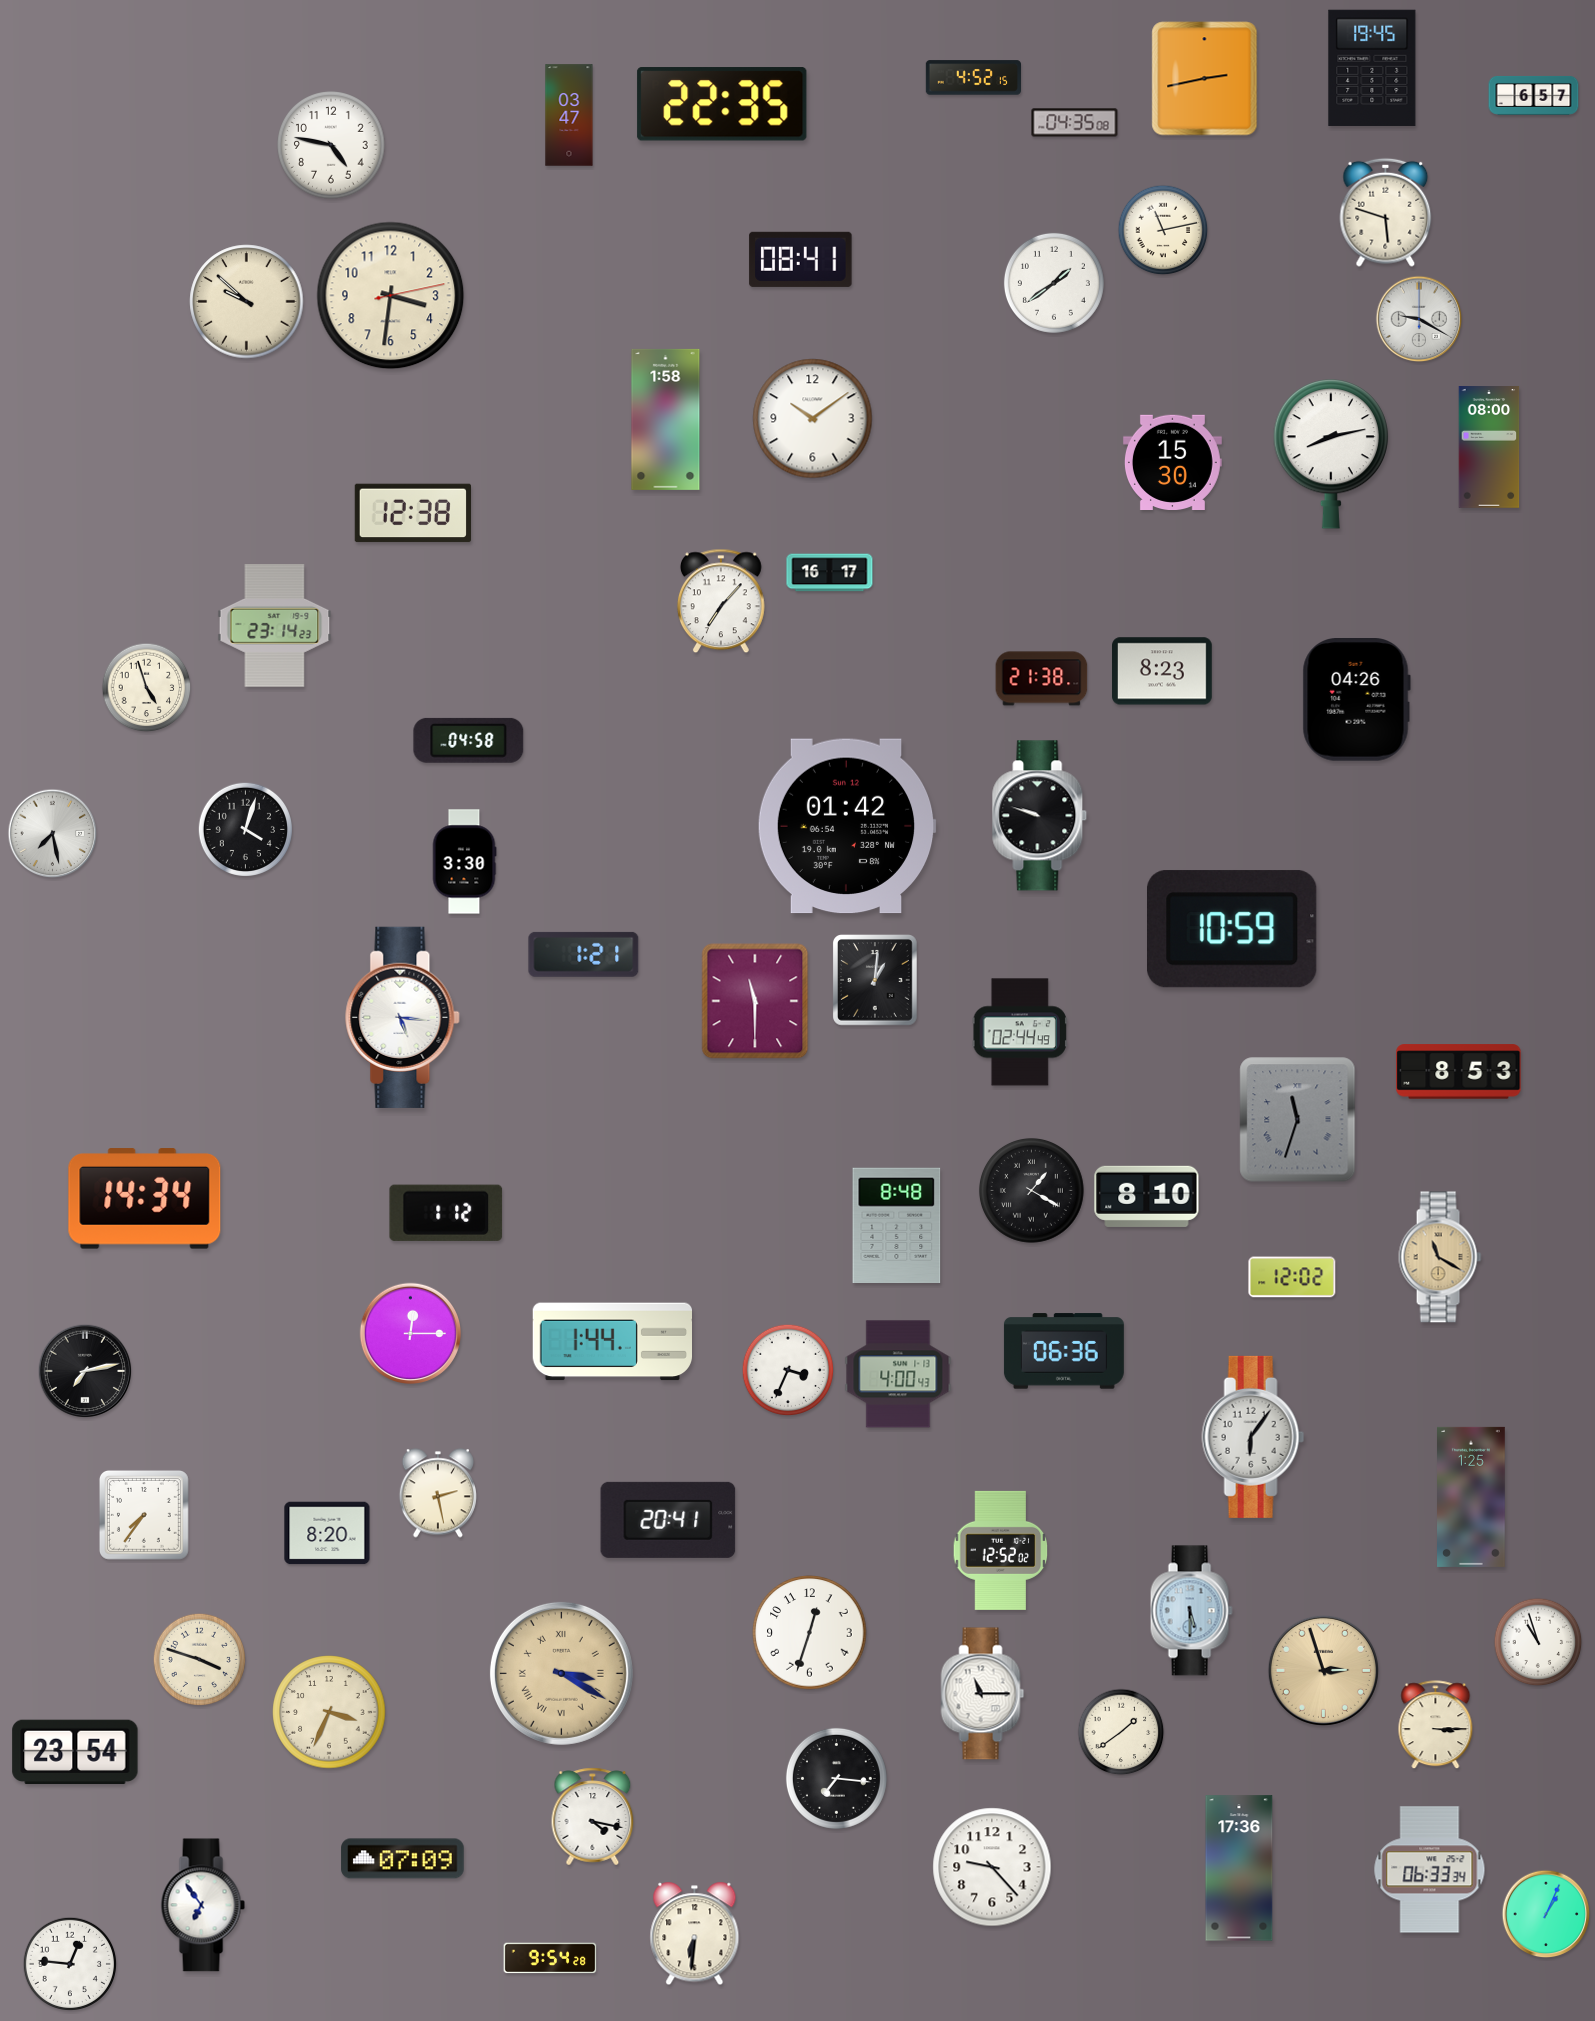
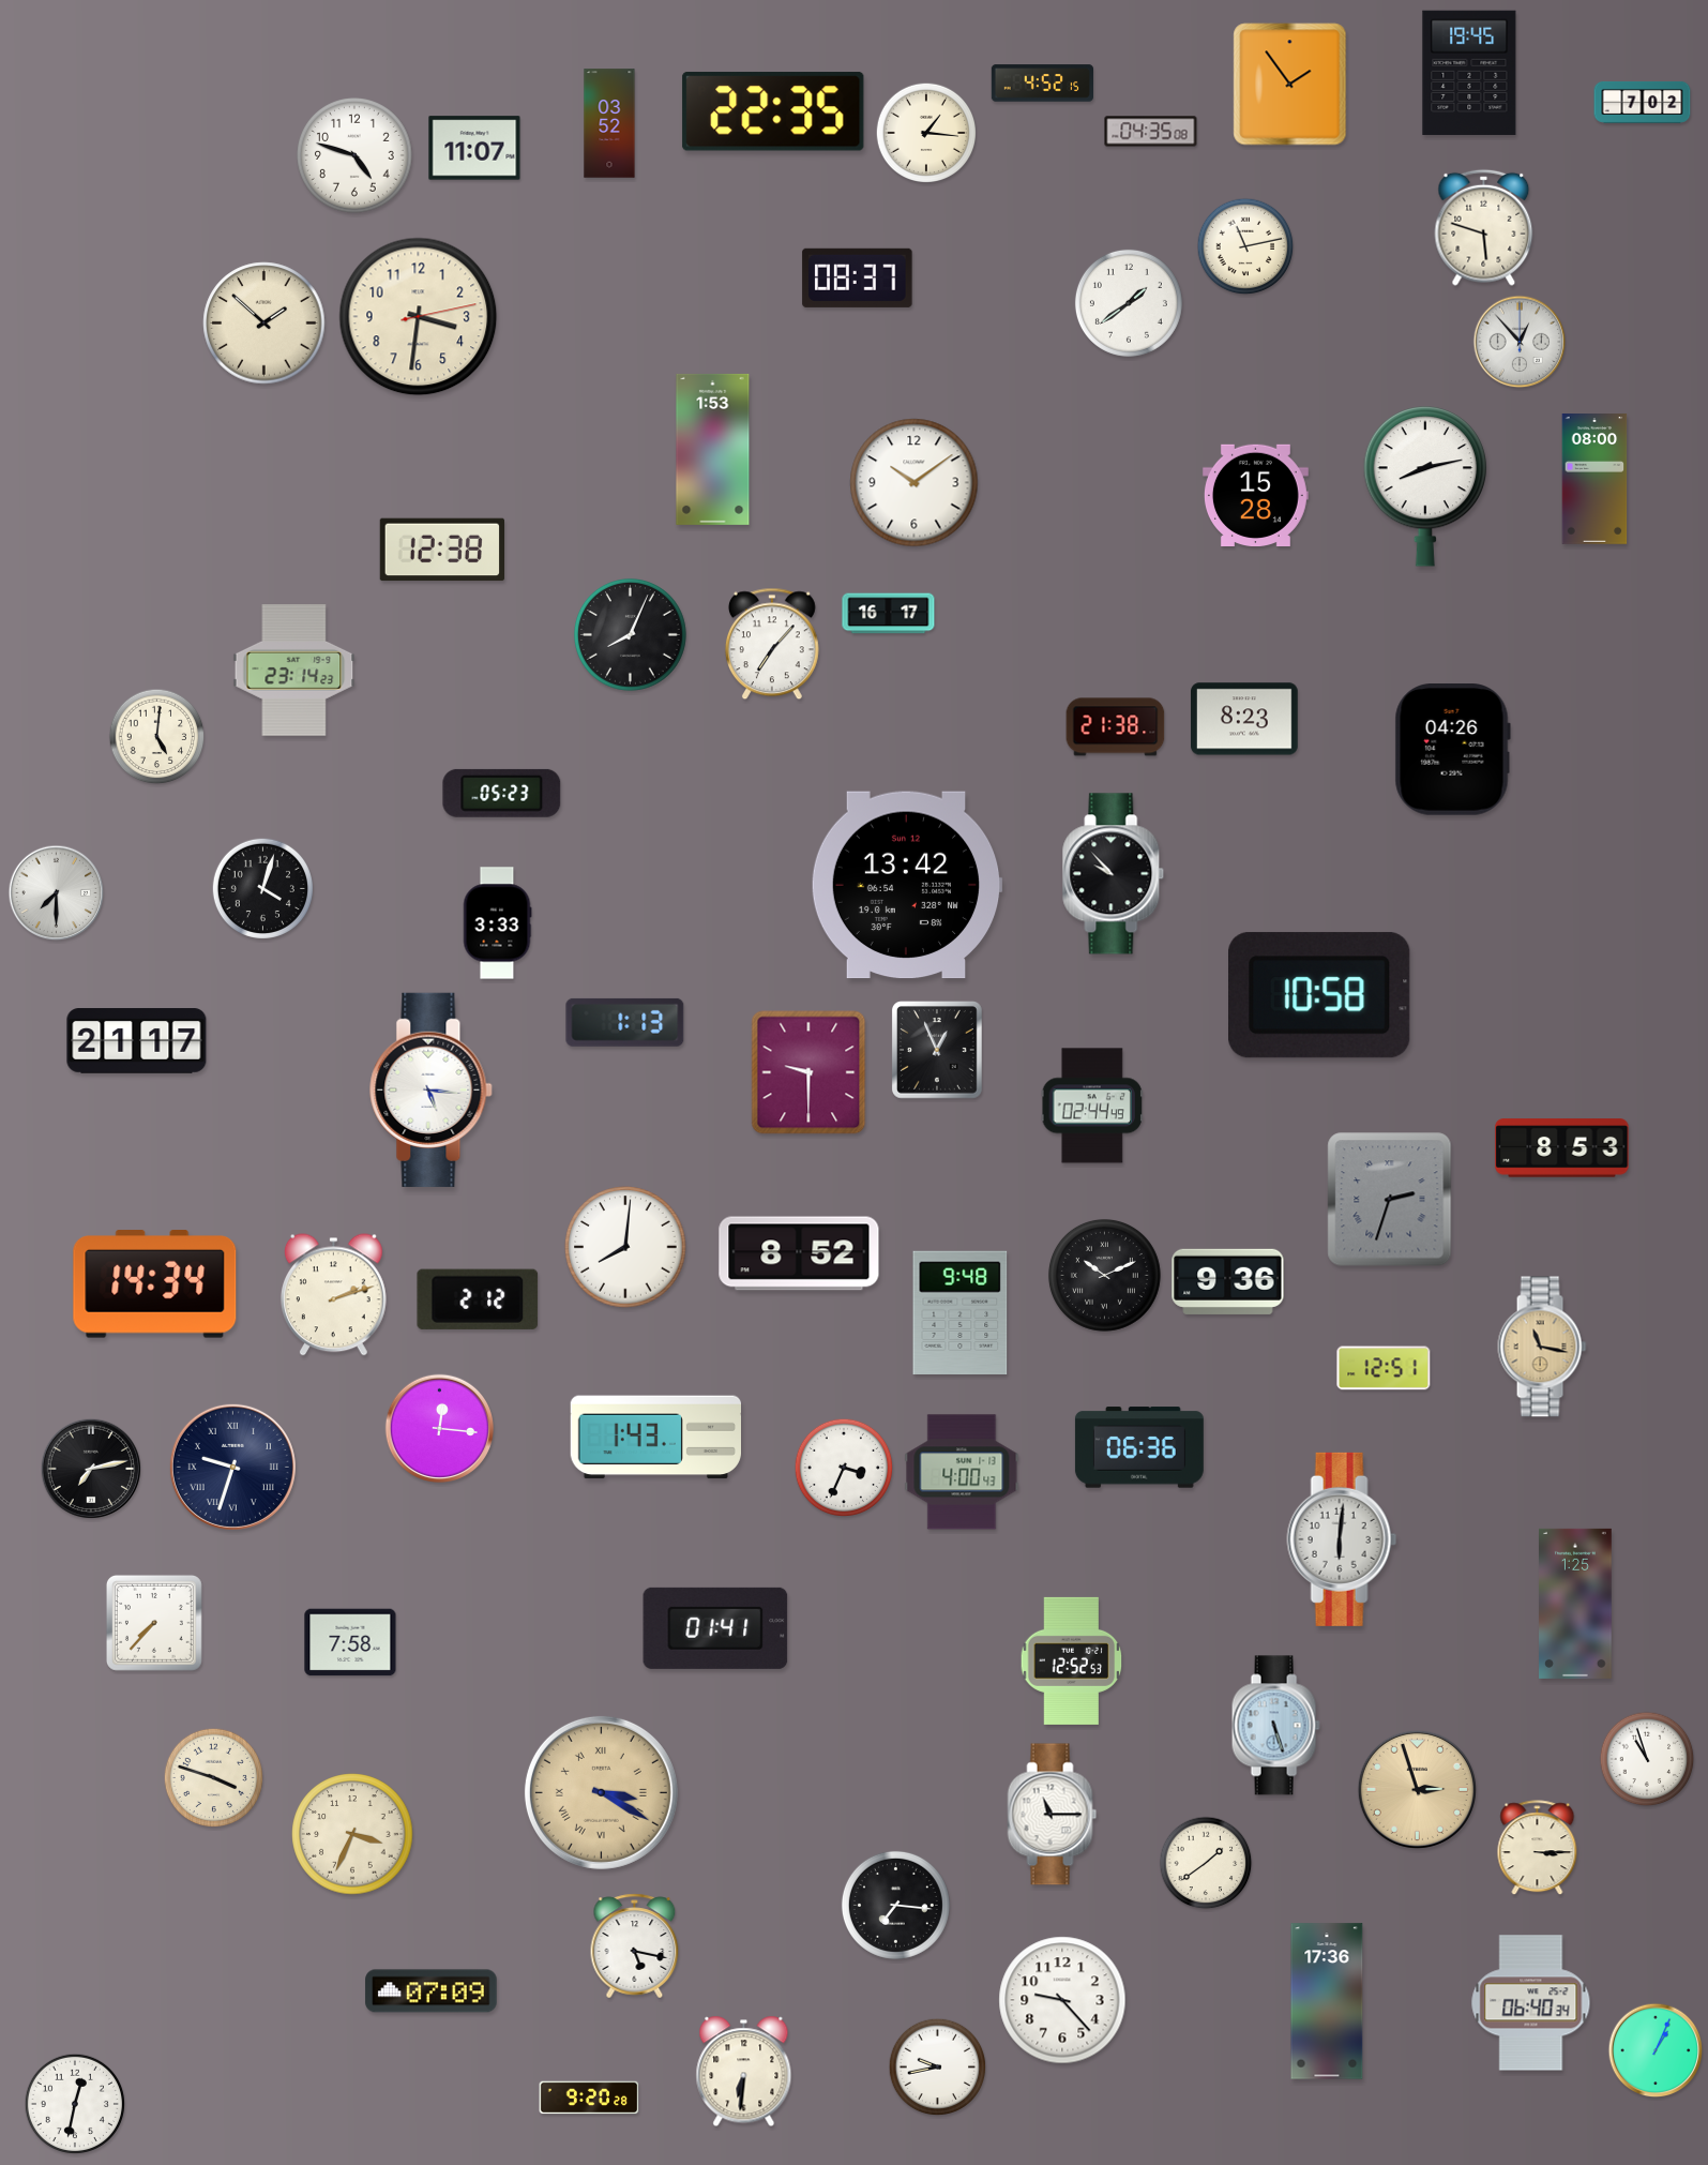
clock at (1205, 79): 2:43 -> 1:54
clock at (1534, 95): 6:57 -> 7:02
clock at (569, 115): 03:47 -> 03:52
clock at (925, 132): none -> 1:16
clock at (474, 148): none -> 11:07
clock at (332, 146): 4:47 -> 4:48
clock at (801, 259): 08:41 -> 08:37
clock at (247, 302): 9:52 -> 1:52
clock at (1419, 319): 9:20 -> 12:53
clock at (666, 419): 1:58 -> 1:53
clock at (813, 419) position: (813, 419) -> (915, 483)
clock at (1172, 462): 15:30 -> 15:28
clock at (630, 634): none -> 8:04
clock at (147, 688): 4:57 -> 5:01
clock at (469, 740): 04:58 -> 05:23
clock at (1040, 816): 9:48 -> 9:53
clock at (847, 826): 01:42 -> 13:42
clock at (53, 834): 7:28 -> 7:30
clock at (464, 862): 3:30 -> 3:33
clock at (1233, 929): 10:59 -> 10:58
clock at (584, 954): 1:21 -> 1:13
clock at (137, 1041): none -> 21:17
clock at (876, 981): 1:01 -> 12:56
clock at (755, 1001): 11:30 -> 9:30
clock at (1298, 1120): 11:33 -> 2:33
clock at (625, 1247): none -> 8:01
clock at (799, 1253): none -> 8:52
clock at (1031, 1190): 1:20 -> 10:11
clock at (1147, 1196): 8:10 -> 9:36
clock at (334, 1295): none -> 2:12
clock at (446, 1213): 1:12 -> 2:12
clock at (897, 1225): 8:48 -> 9:48
clock at (1440, 1257): 11:20 -> 11:17
clock at (1292, 1277): 12:02 -> 12:51
clock at (410, 1333): 12:15 -> 12:16
clock at (612, 1342): 1:44 -> 1:43
clock at (232, 1467): none -> 9:33
clock at (1253, 1437): 6:06 -> 6:01
clock at (438, 1493): 2:28 -> none
clock at (144, 1515): 7:36 -> 7:37
clock at (668, 1520): 20:41 -> 01:41
clock at (327, 1533): 8:20 -> 7:58
clock at (1001, 1550): 12:52:02 -> 12:52:53
clock at (1191, 1611): 5:30 -> 5:27
clock at (810, 1633): 12:33 -> none
clock at (1121, 1732) position: (1121, 1732) -> (1206, 1863)
clock at (75, 1752): 23:54 -> none
clock at (593, 1817): 4:17 -> 5:17
clock at (1430, 1870): 06:33 -> 06:40
clock at (203, 1905): 6:54 -> none
clock at (938, 2068): none -> 9:43
clock at (550, 1958): 9:54 -> 9:20
clock at (69, 1963): 12:46 -> 12:32
